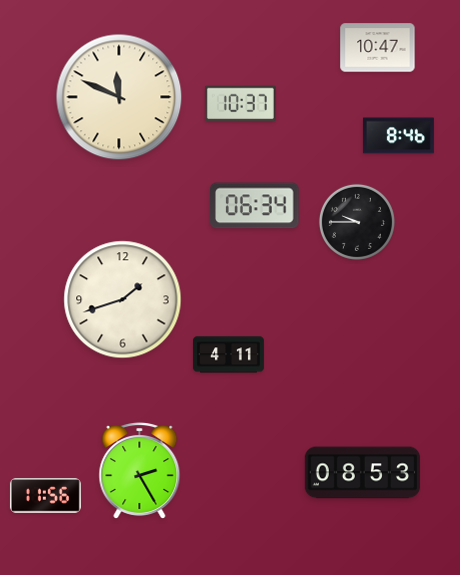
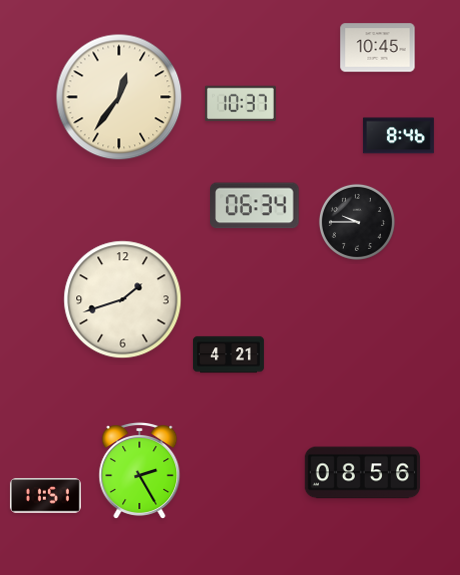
clock at (378, 48): 10:47 -> 10:45
clock at (119, 97): 11:49 -> 12:36
clock at (228, 355): 4:11 -> 4:21
clock at (363, 473): 08:53 -> 08:56
clock at (45, 496): 11:56 -> 11:51
